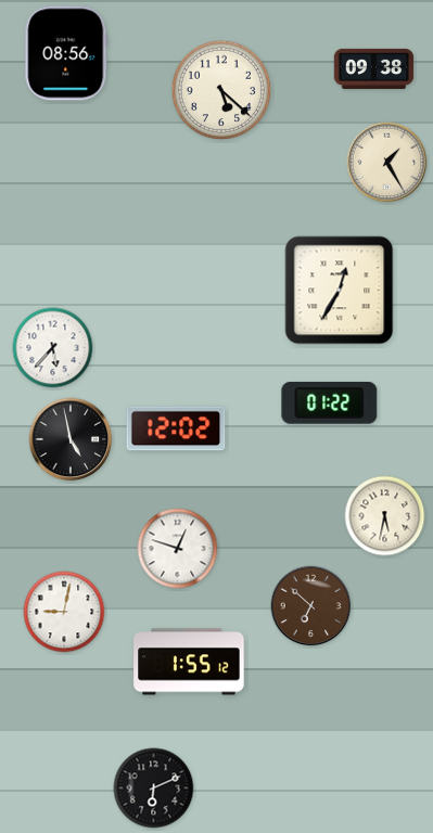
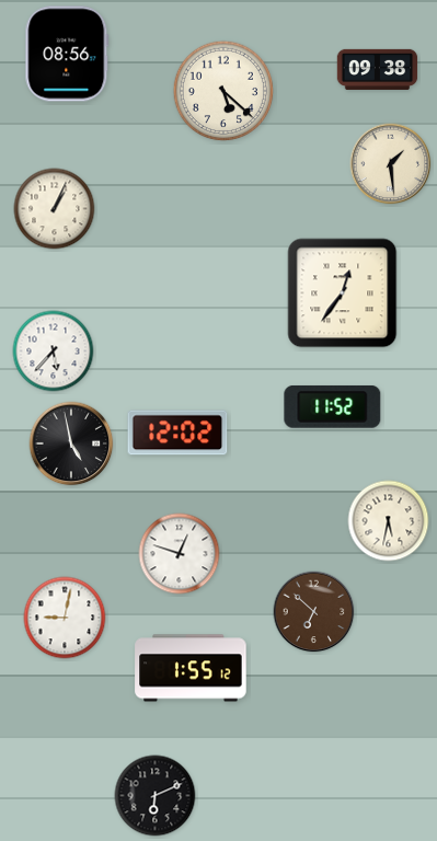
clock at (387, 163): 1:25 -> 1:29
clock at (55, 209): none -> 1:04
clock at (340, 291): 12:35 -> 12:36
clock at (330, 402): 01:22 -> 11:52
